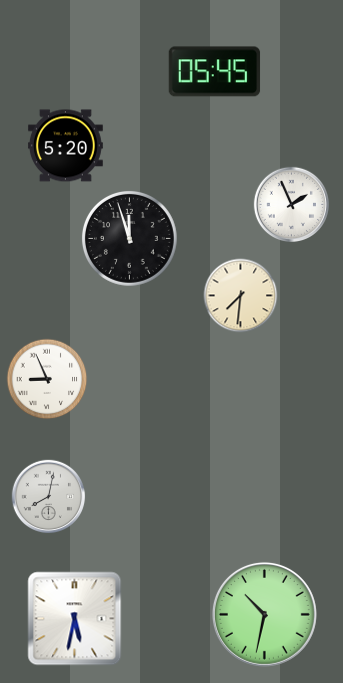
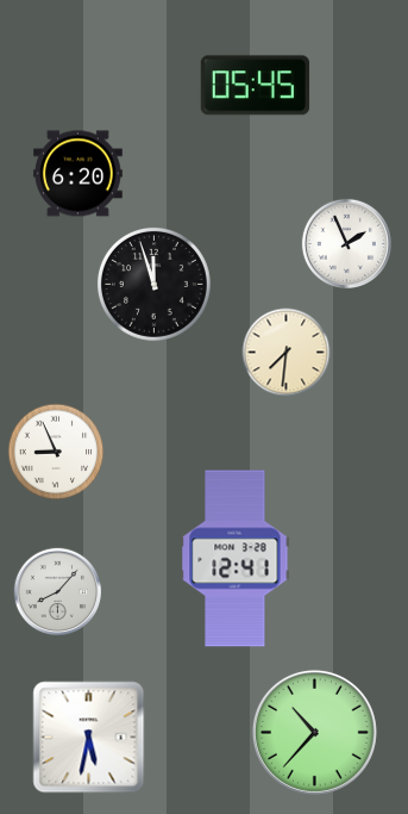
clock at (66, 146): 5:20 -> 6:20
clock at (236, 559): none -> 12:41
clock at (49, 497): 8:02 -> 8:07
clock at (264, 614): 10:32 -> 10:37
